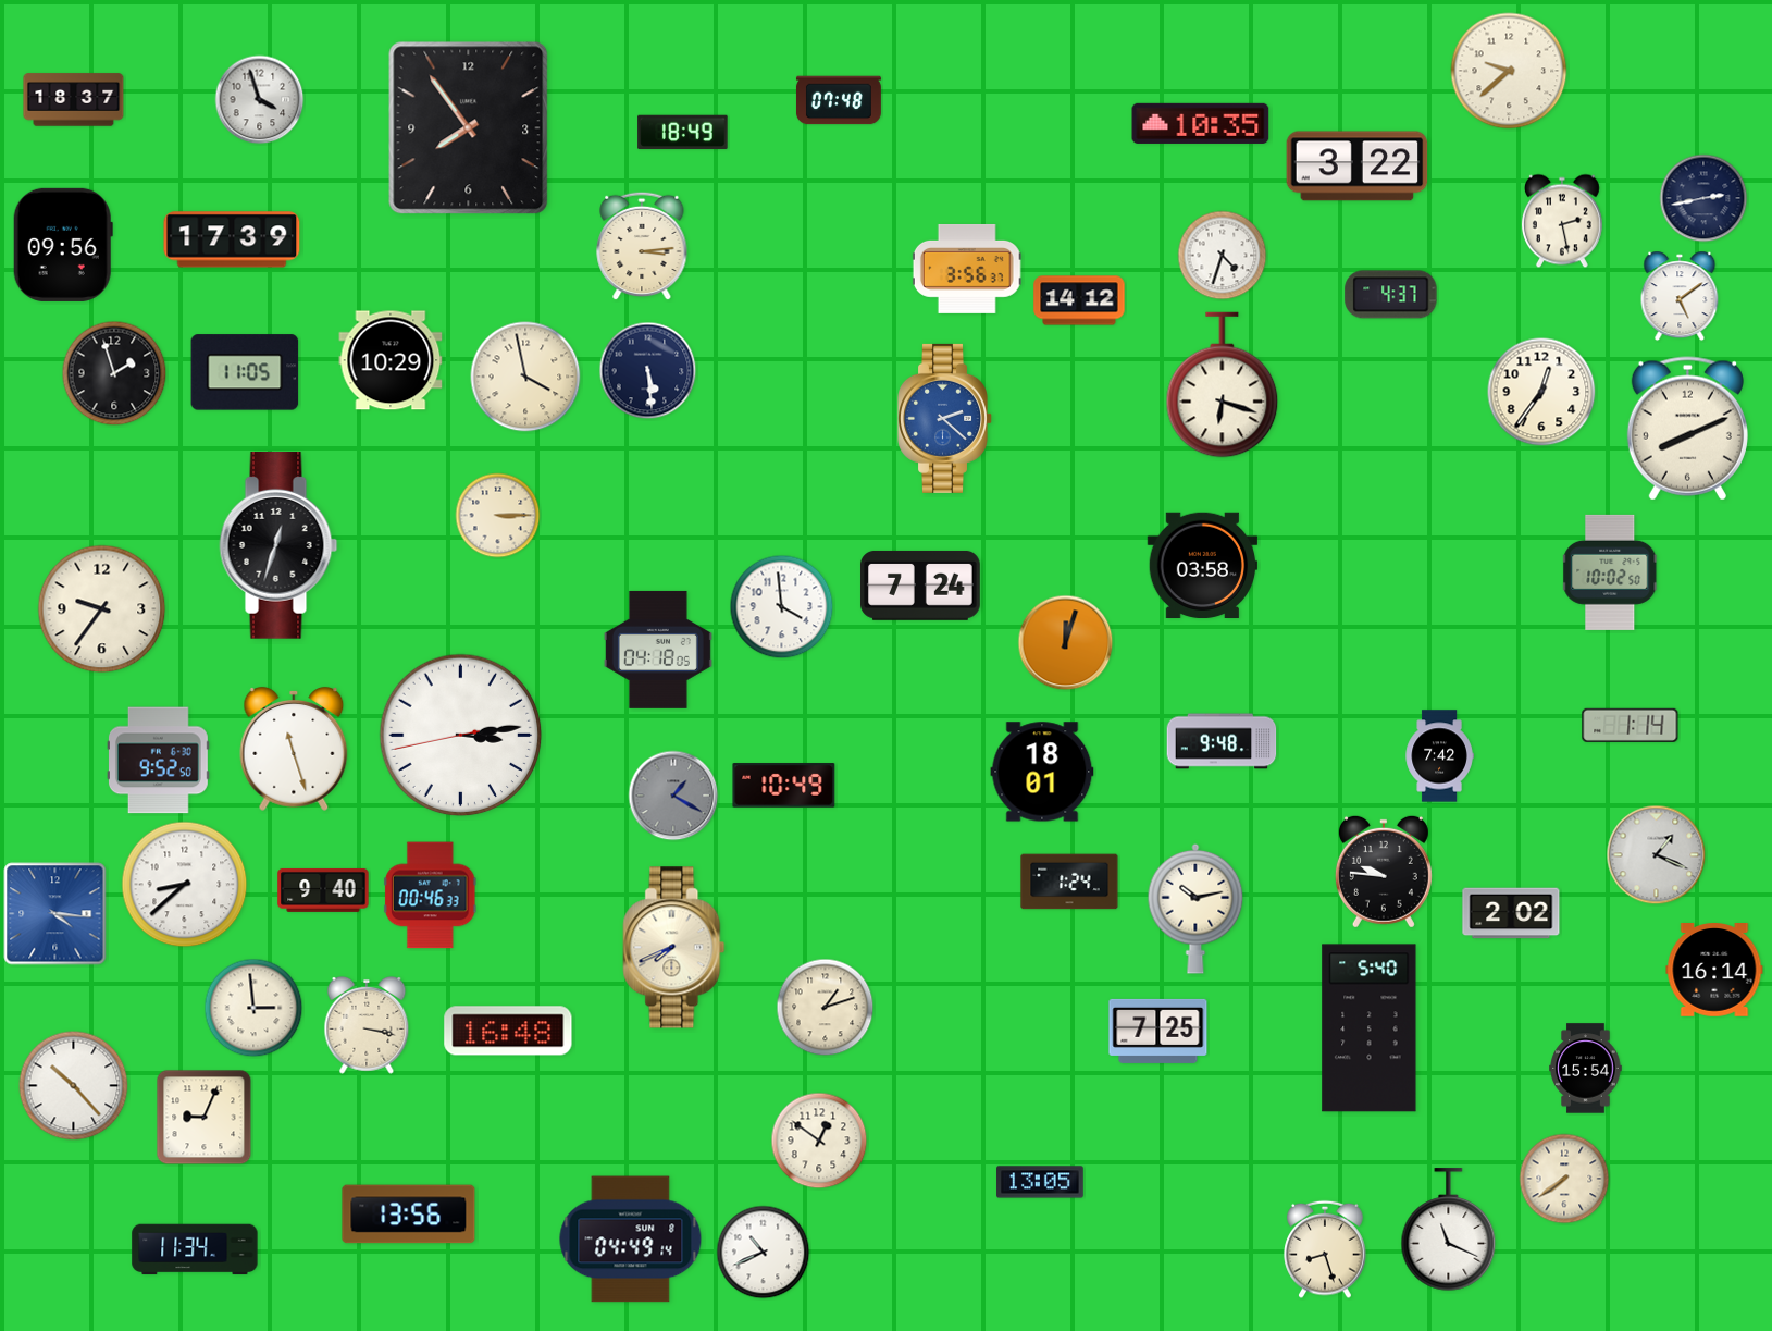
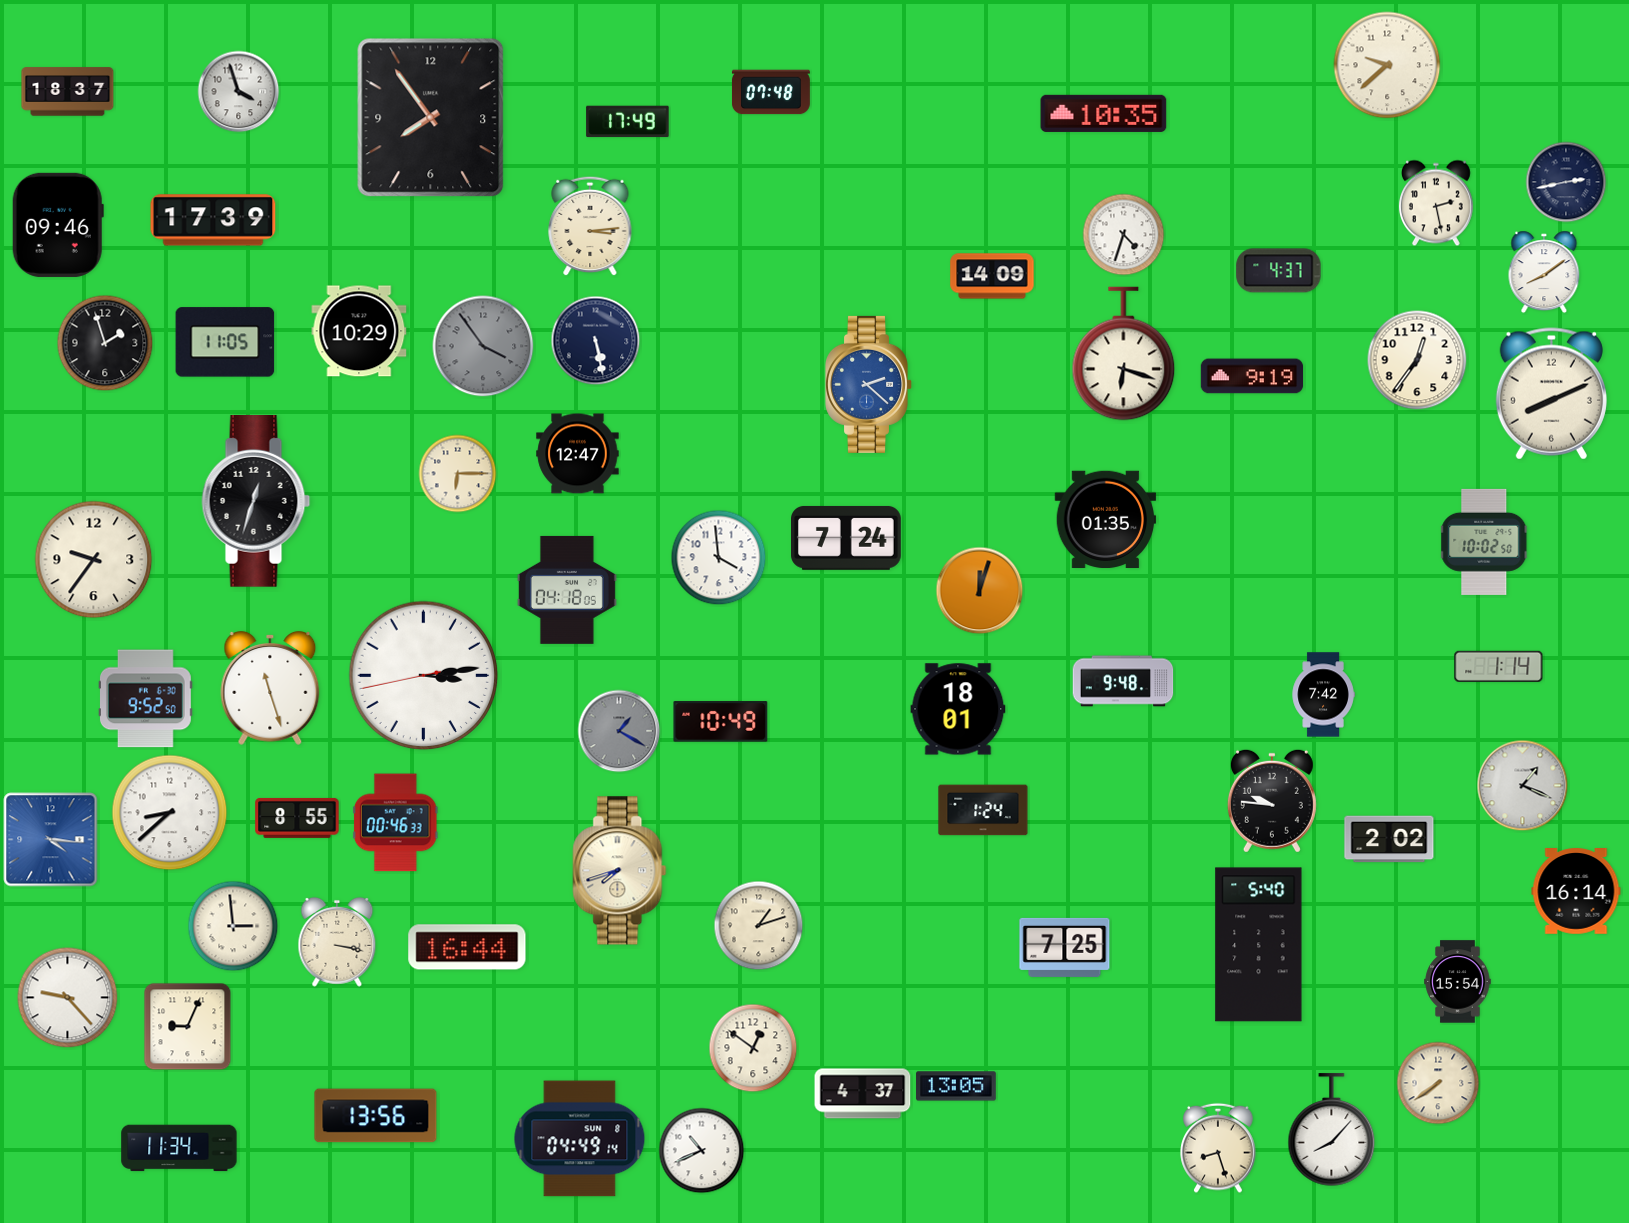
clock at (683, 133): 18:49 -> 17:49
clock at (1358, 167): 3:22 -> none
clock at (63, 245): 09:56 -> 09:46
clock at (967, 269): 3:56 -> none
clock at (1680, 296): 5:09 -> 8:09
clock at (1079, 300): 14:12 -> 14:09
clock at (648, 371): 5:29 -> 5:28
clock at (525, 377): 3:58 -> 3:54
clock at (525, 377) dial: cream -> grey
clock at (1252, 376): none -> 9:19
clock at (578, 454): none -> 12:47
clock at (498, 516): 3:15 -> 6:15
clock at (1203, 565): 03:58 -> 01:35
clock at (1611, 572) position: (1611, 572) -> (1485, 542)
clock at (658, 650) position: (658, 650) -> (567, 590)
clock at (323, 890): 9:40 -> 8:55
clock at (1195, 909): 10:13 -> none
clock at (674, 948): 7:41 -> 7:42
clock at (508, 1031): 16:48 -> 16:44
clock at (74, 1086): 10:23 -> 9:23
clock at (863, 1094): none -> 4:37
clock at (1449, 1230): 11:19 -> 8:07
